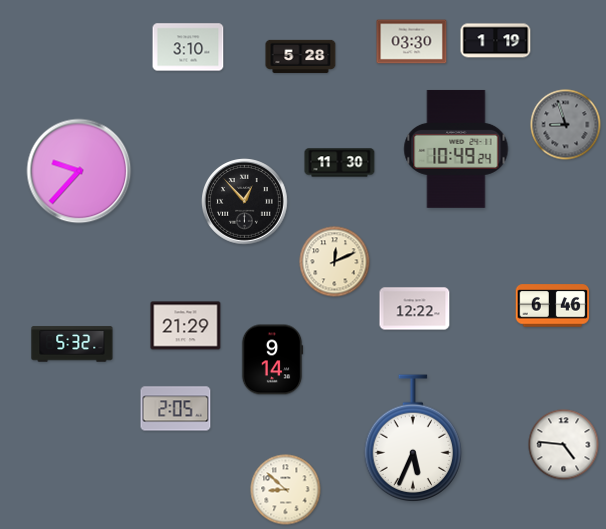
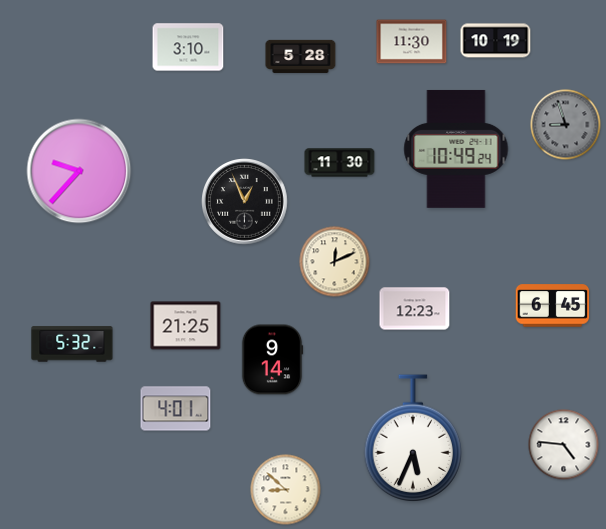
clock at (496, 41): 1:19 -> 10:19
clock at (412, 42): 03:30 -> 11:30
clock at (245, 202): 12:53 -> 12:56
clock at (553, 306): 6:46 -> 6:45
clock at (415, 309): 12:22 -> 12:23
clock at (186, 326): 21:29 -> 21:25
clock at (176, 409): 2:05 -> 4:01
